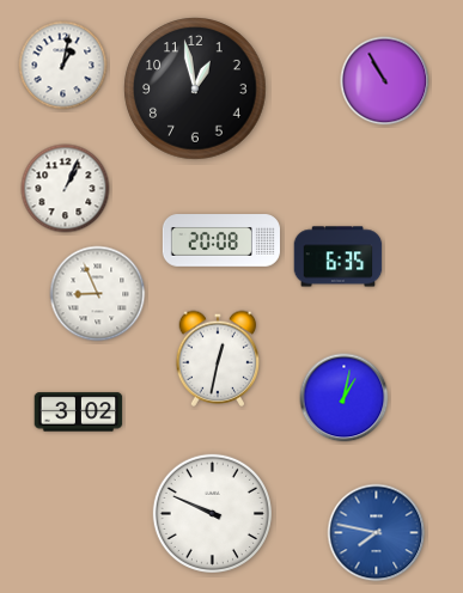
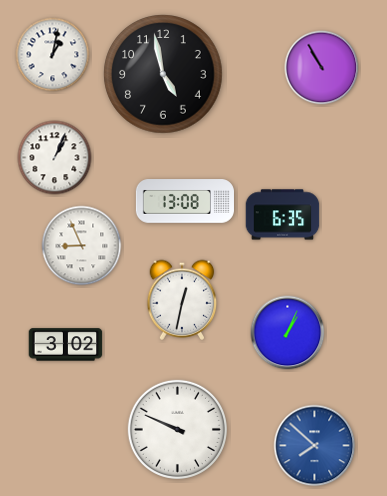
clock at (195, 88): 12:58 -> 4:58
clock at (221, 240): 20:08 -> 13:08
clock at (345, 398): 1:02 -> 1:04
clock at (377, 533): 7:47 -> 7:52
